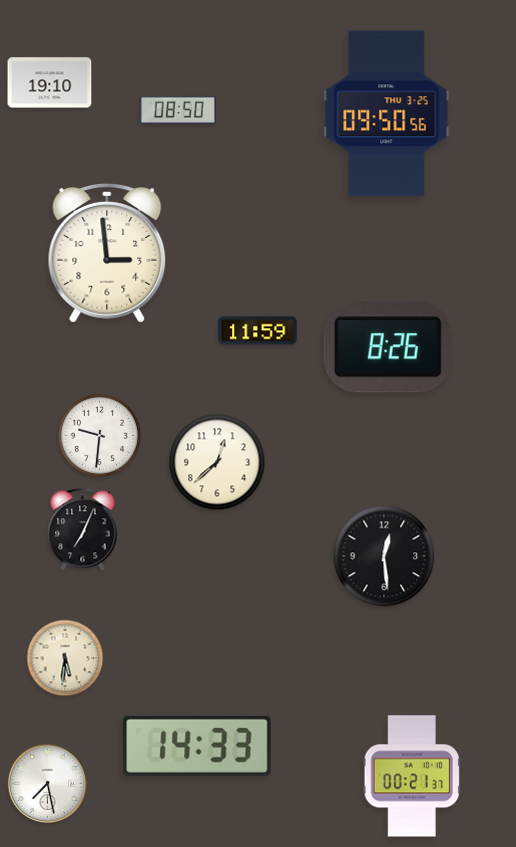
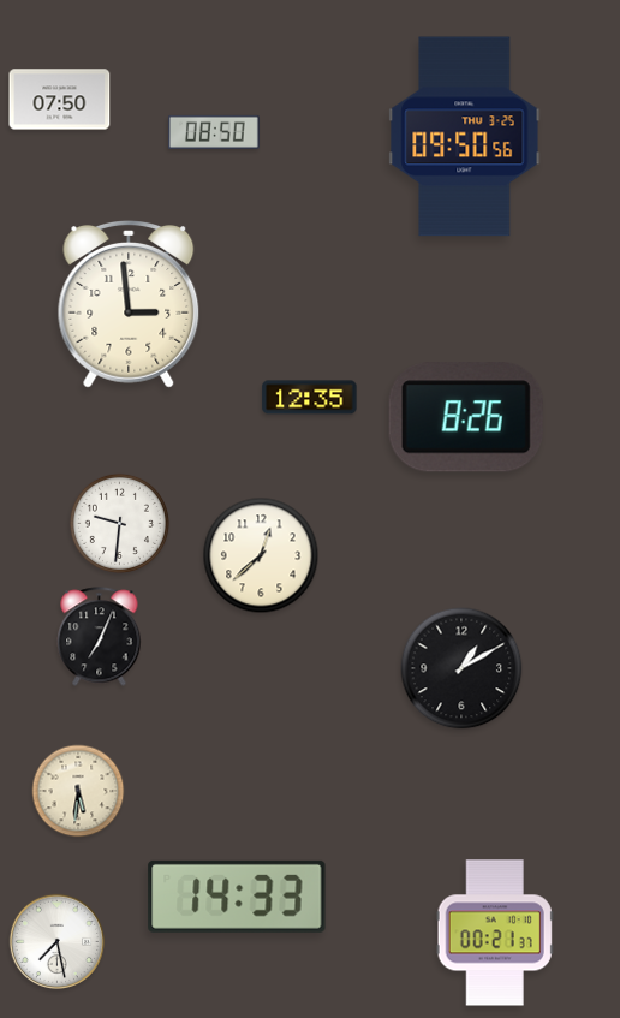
clock at (50, 83): 19:10 -> 07:50
clock at (258, 331): 11:59 -> 12:35
clock at (384, 556): 12:29 -> 1:10
